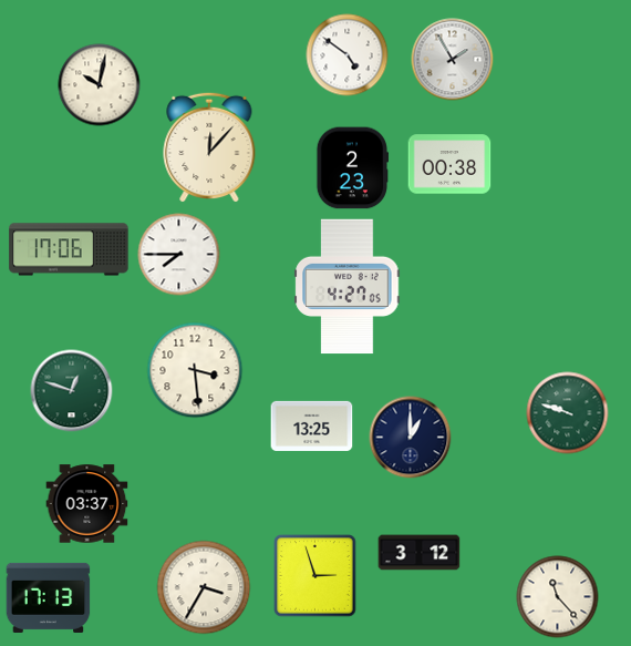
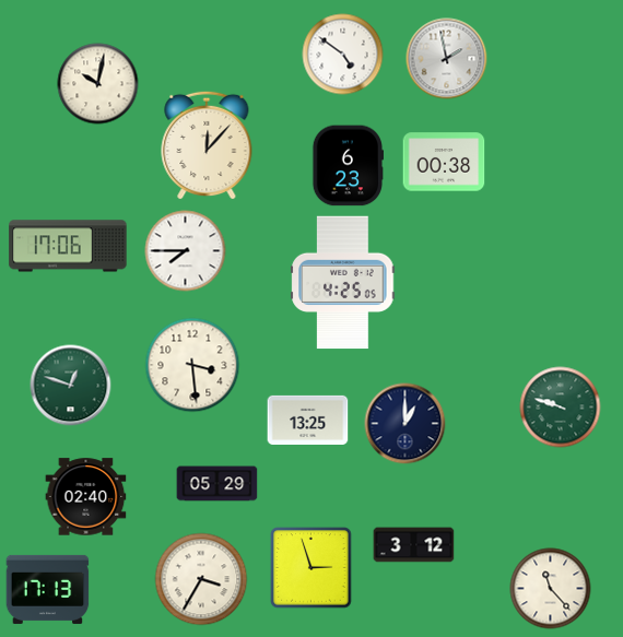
clock at (453, 60): 1:55 -> 1:58
clock at (351, 168): 2:23 -> 6:23
clock at (179, 255) position: (179, 255) -> (186, 251)
clock at (348, 287): 4:27 -> 4:25
clock at (411, 438) position: (411, 438) -> (405, 424)
clock at (218, 484): none -> 05:29
clock at (87, 504): 03:37 -> 02:40
